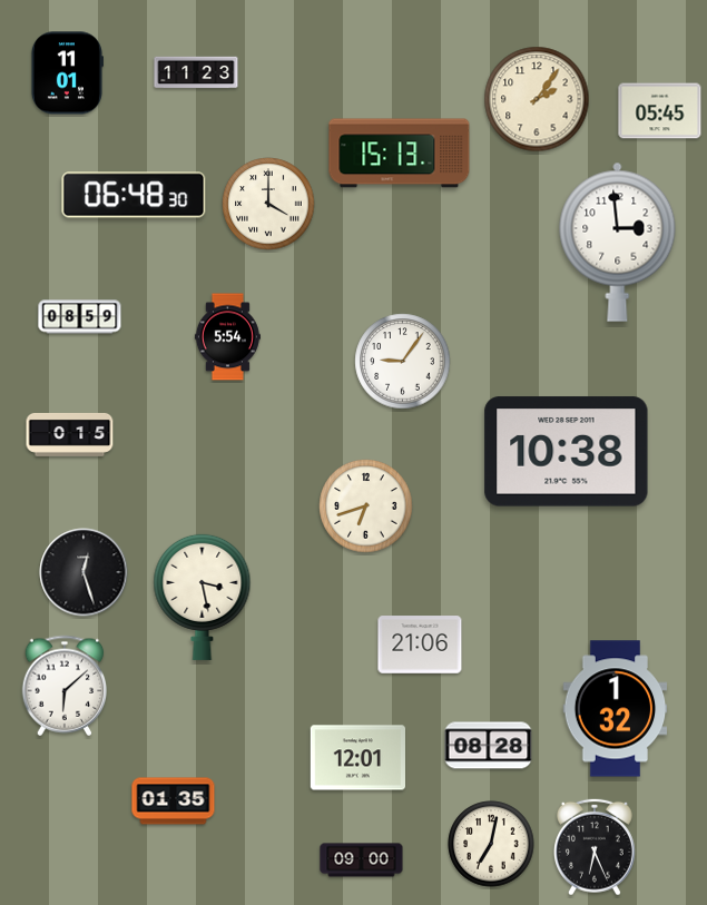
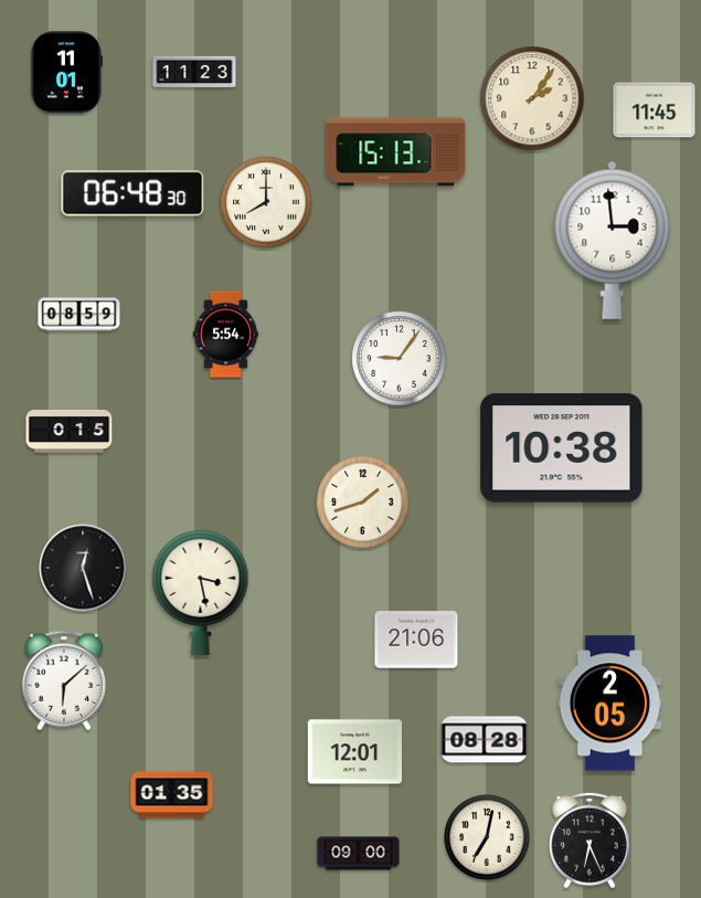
clock at (660, 111): 05:45 -> 11:45
clock at (268, 204): 4:00 -> 8:00
clock at (366, 506): 6:42 -> 1:42
clock at (616, 709): 1:32 -> 2:05
